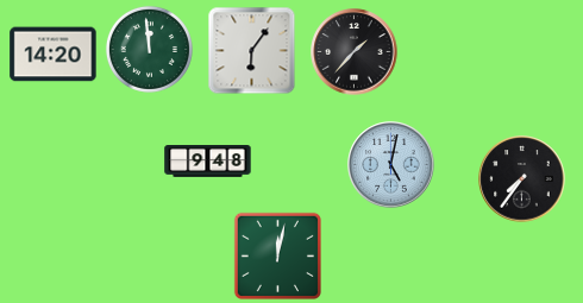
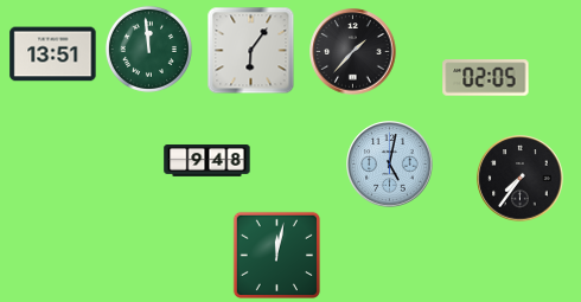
clock at (54, 55): 14:20 -> 13:51
clock at (486, 78): none -> 02:05
